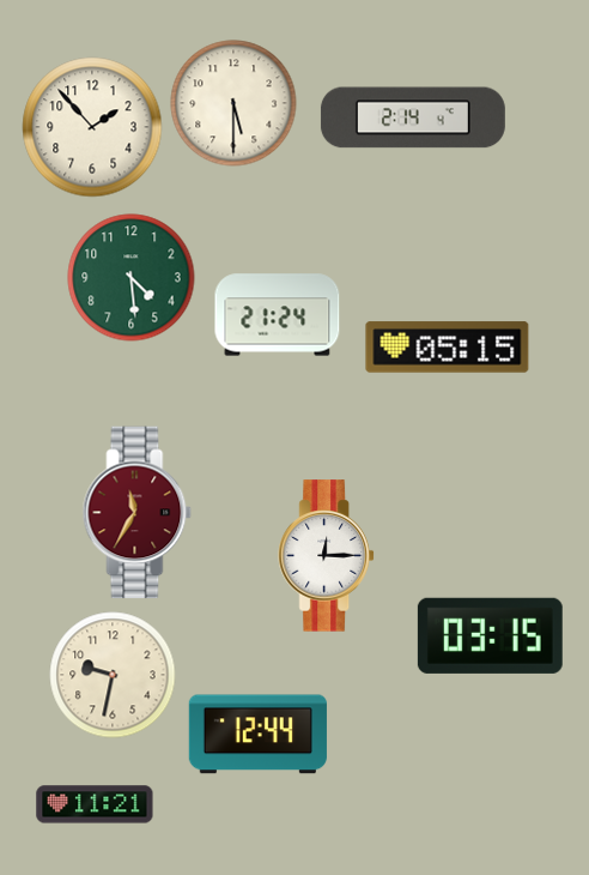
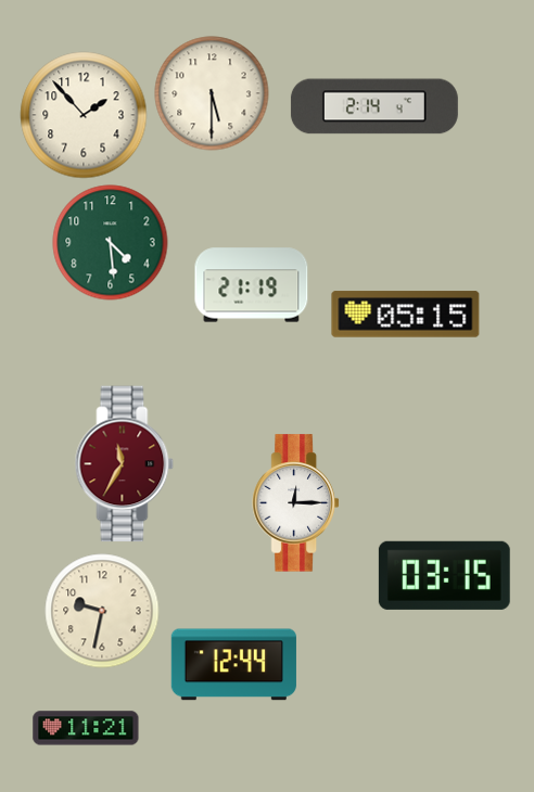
clock at (132, 278) position: (132, 278) -> (111, 243)
clock at (278, 315): 21:24 -> 21:19
